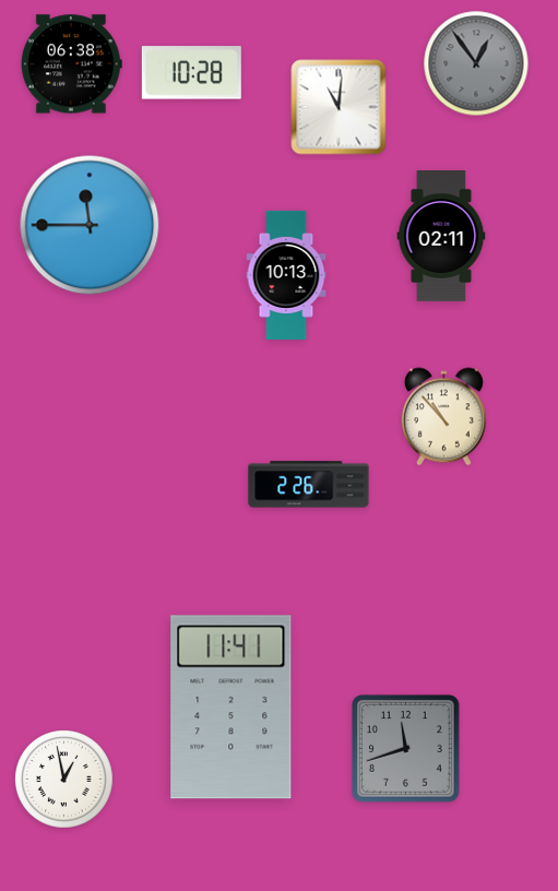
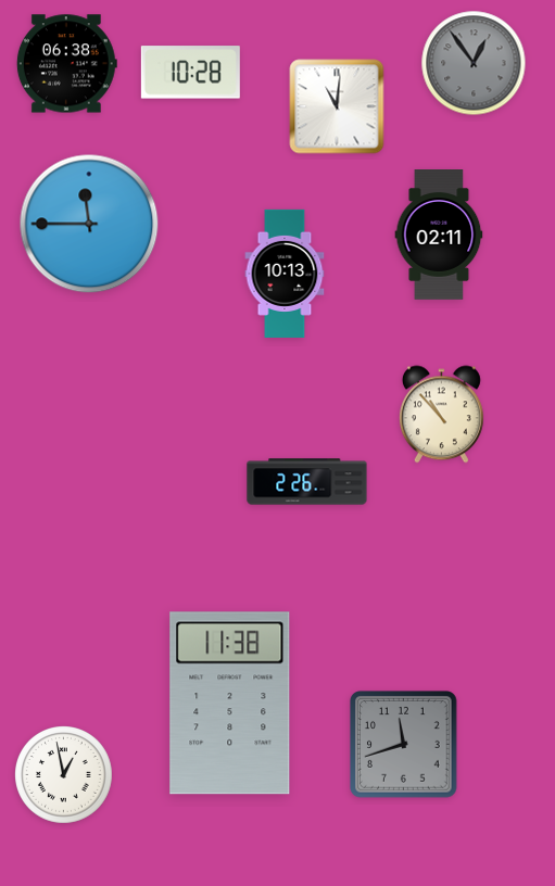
clock at (71, 64) position: (71, 64) -> (66, 64)
clock at (231, 708): 11:41 -> 11:38
